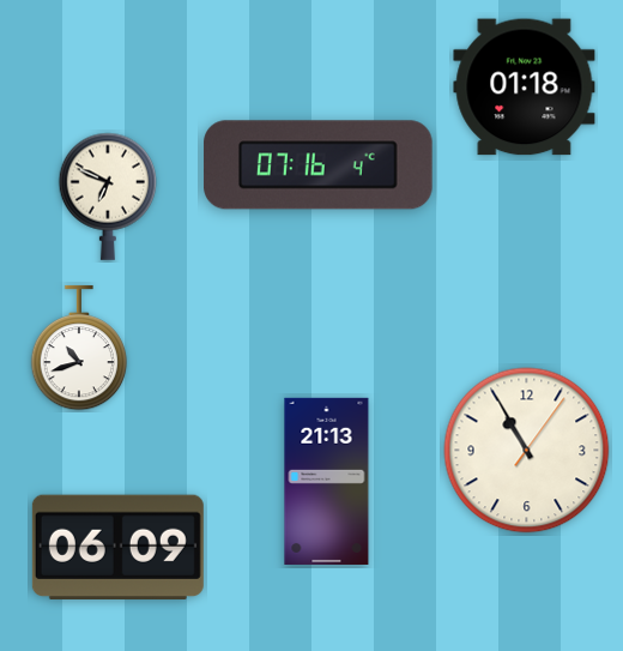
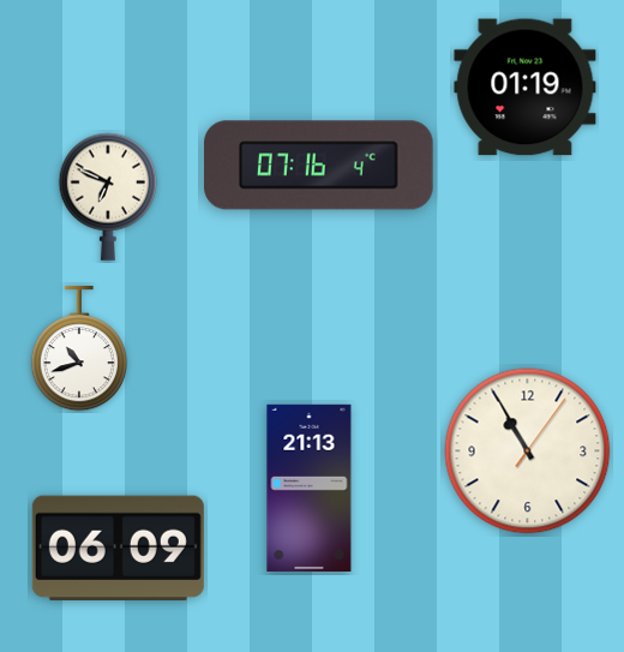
clock at (525, 88): 01:18 -> 01:19
clock at (327, 481) position: (327, 481) -> (310, 487)
